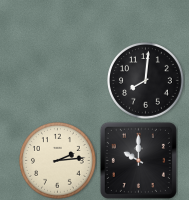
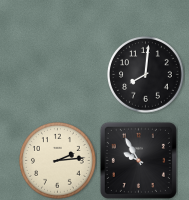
clock at (146, 81) position: (146, 81) -> (146, 75)
clock at (138, 160): 10:00 -> 9:55
